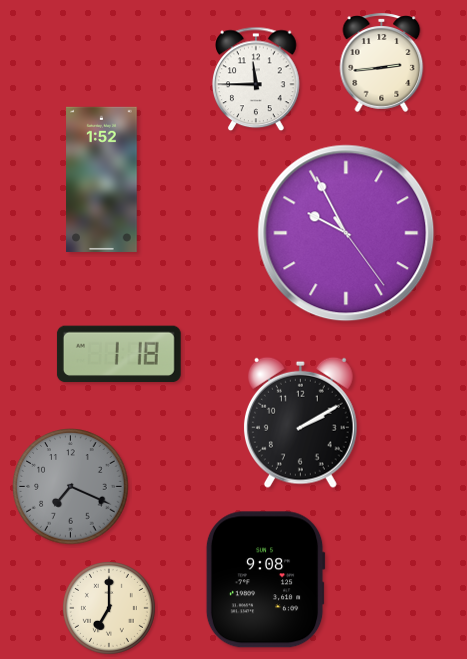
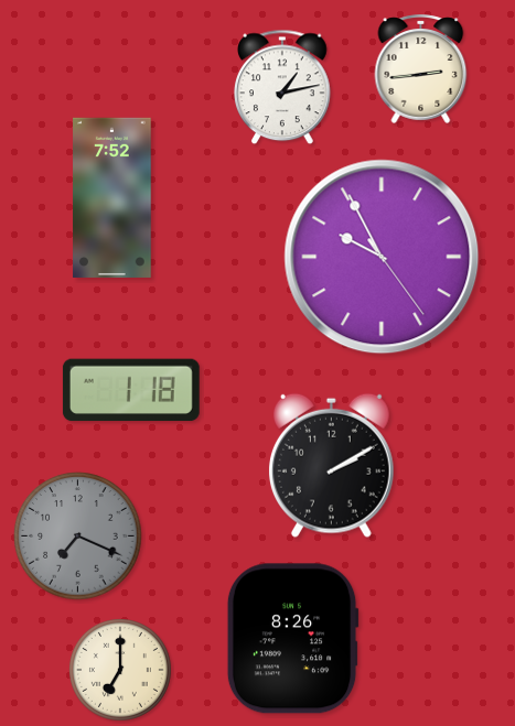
clock at (257, 79): 11:45 -> 1:13
clock at (102, 179): 1:52 -> 7:52
clock at (265, 580): 9:08 -> 8:26
